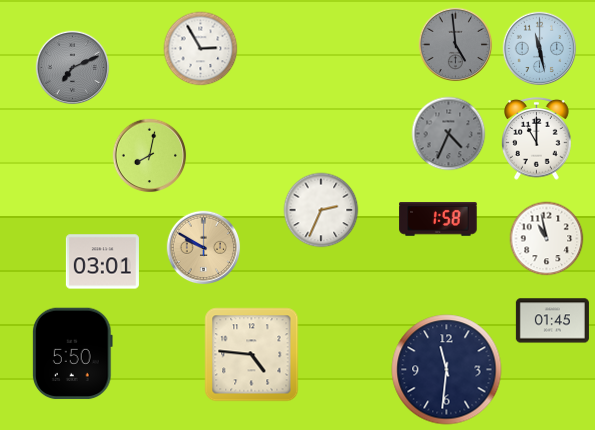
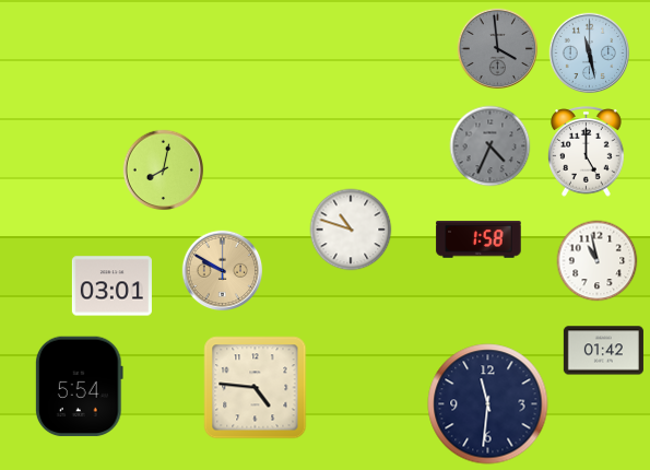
clock at (456, 45): 4:59 -> 3:59
clock at (201, 49): 2:55 -> none
clock at (73, 68): 7:11 -> none
clock at (537, 138): 11:00 -> 5:00
clock at (321, 210): 2:34 -> 10:48
clock at (552, 321): 01:45 -> 01:42
clock at (73, 354): 5:50 -> 5:54
clock at (252, 355) position: (252, 355) -> (256, 388)
